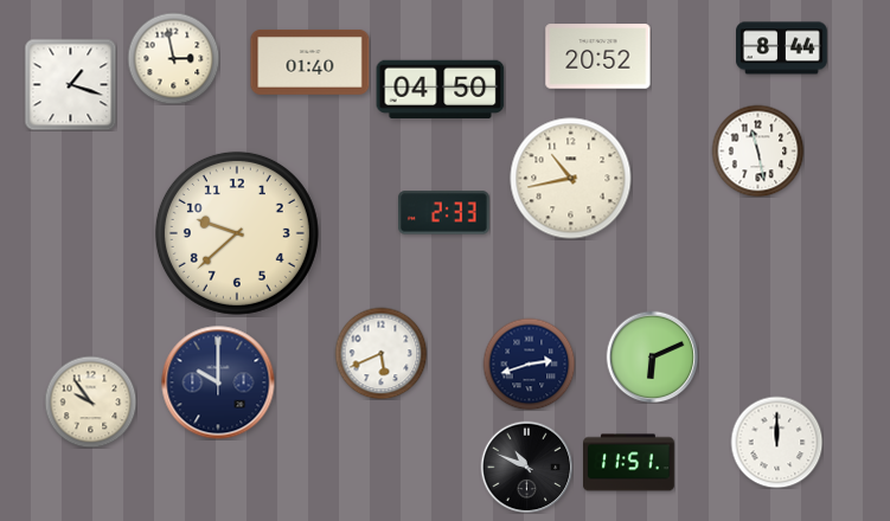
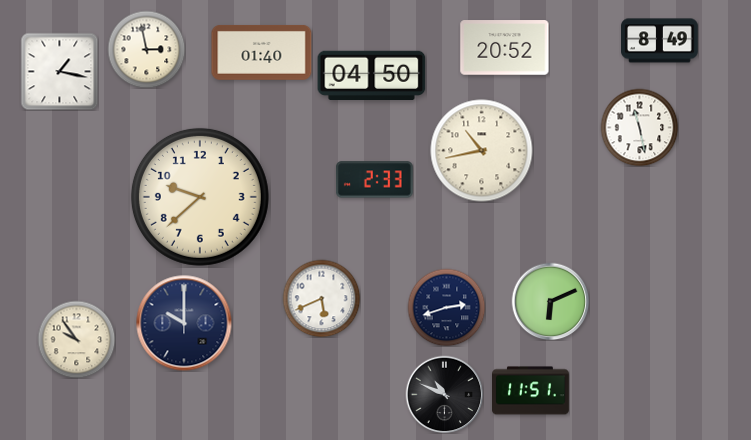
clock at (782, 49): 8:44 -> 8:49
clock at (70, 84): 1:18 -> 1:17
clock at (776, 442): 12:00 -> none
